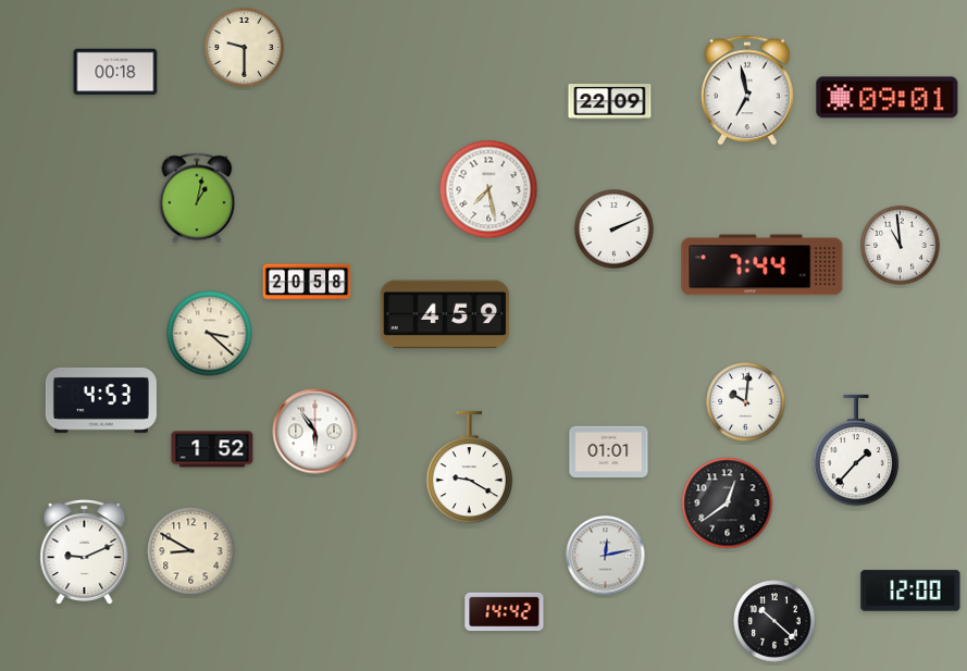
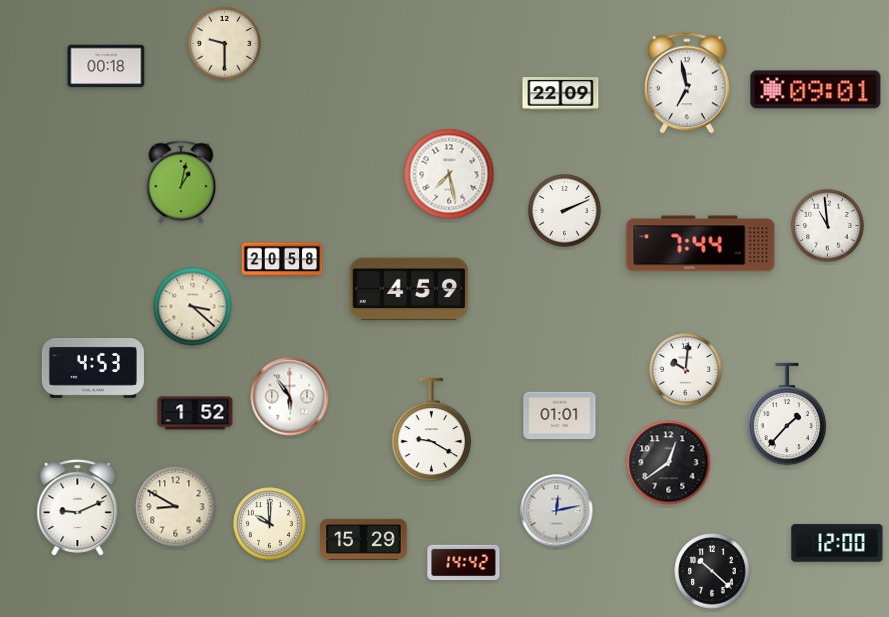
clock at (270, 524): none -> 10:00
clock at (364, 539): none -> 15:29
